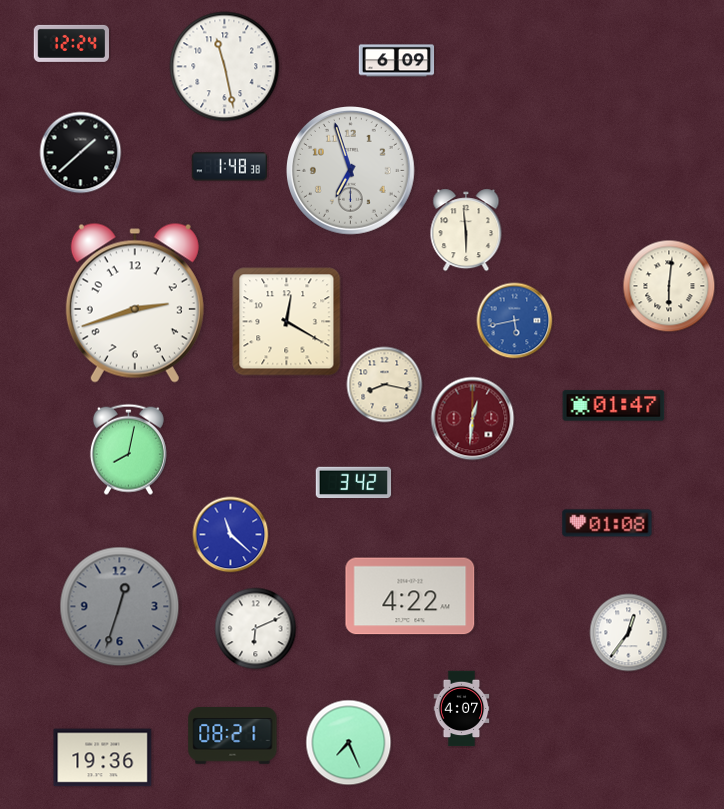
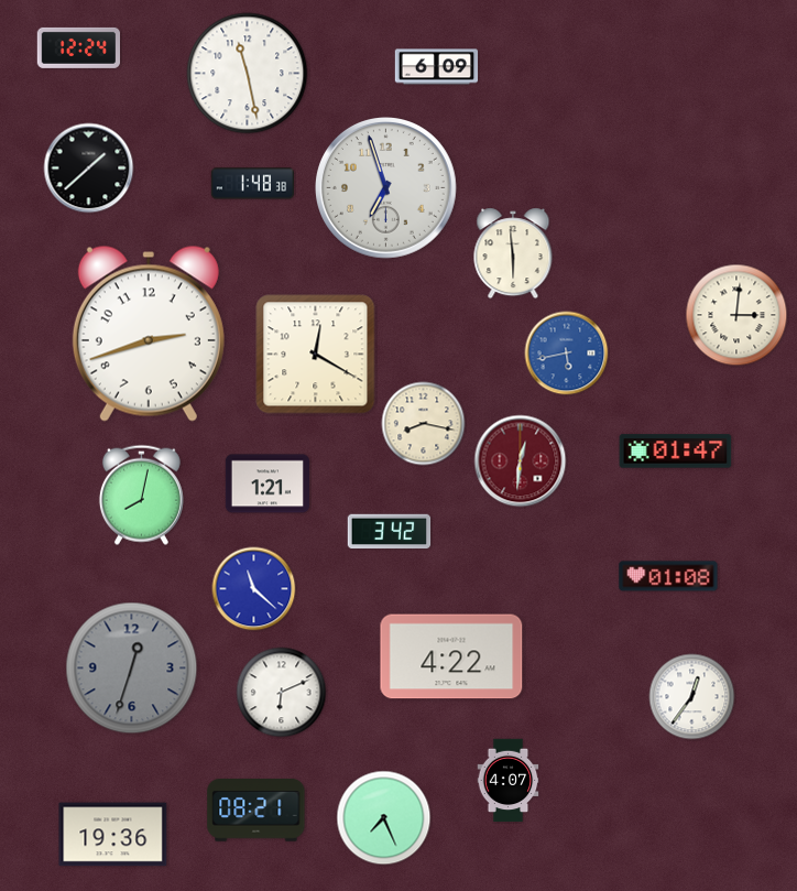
clock at (669, 286): 6:01 -> 3:01
clock at (614, 406) position: (614, 406) -> (676, 452)
clock at (266, 483): none -> 1:21
